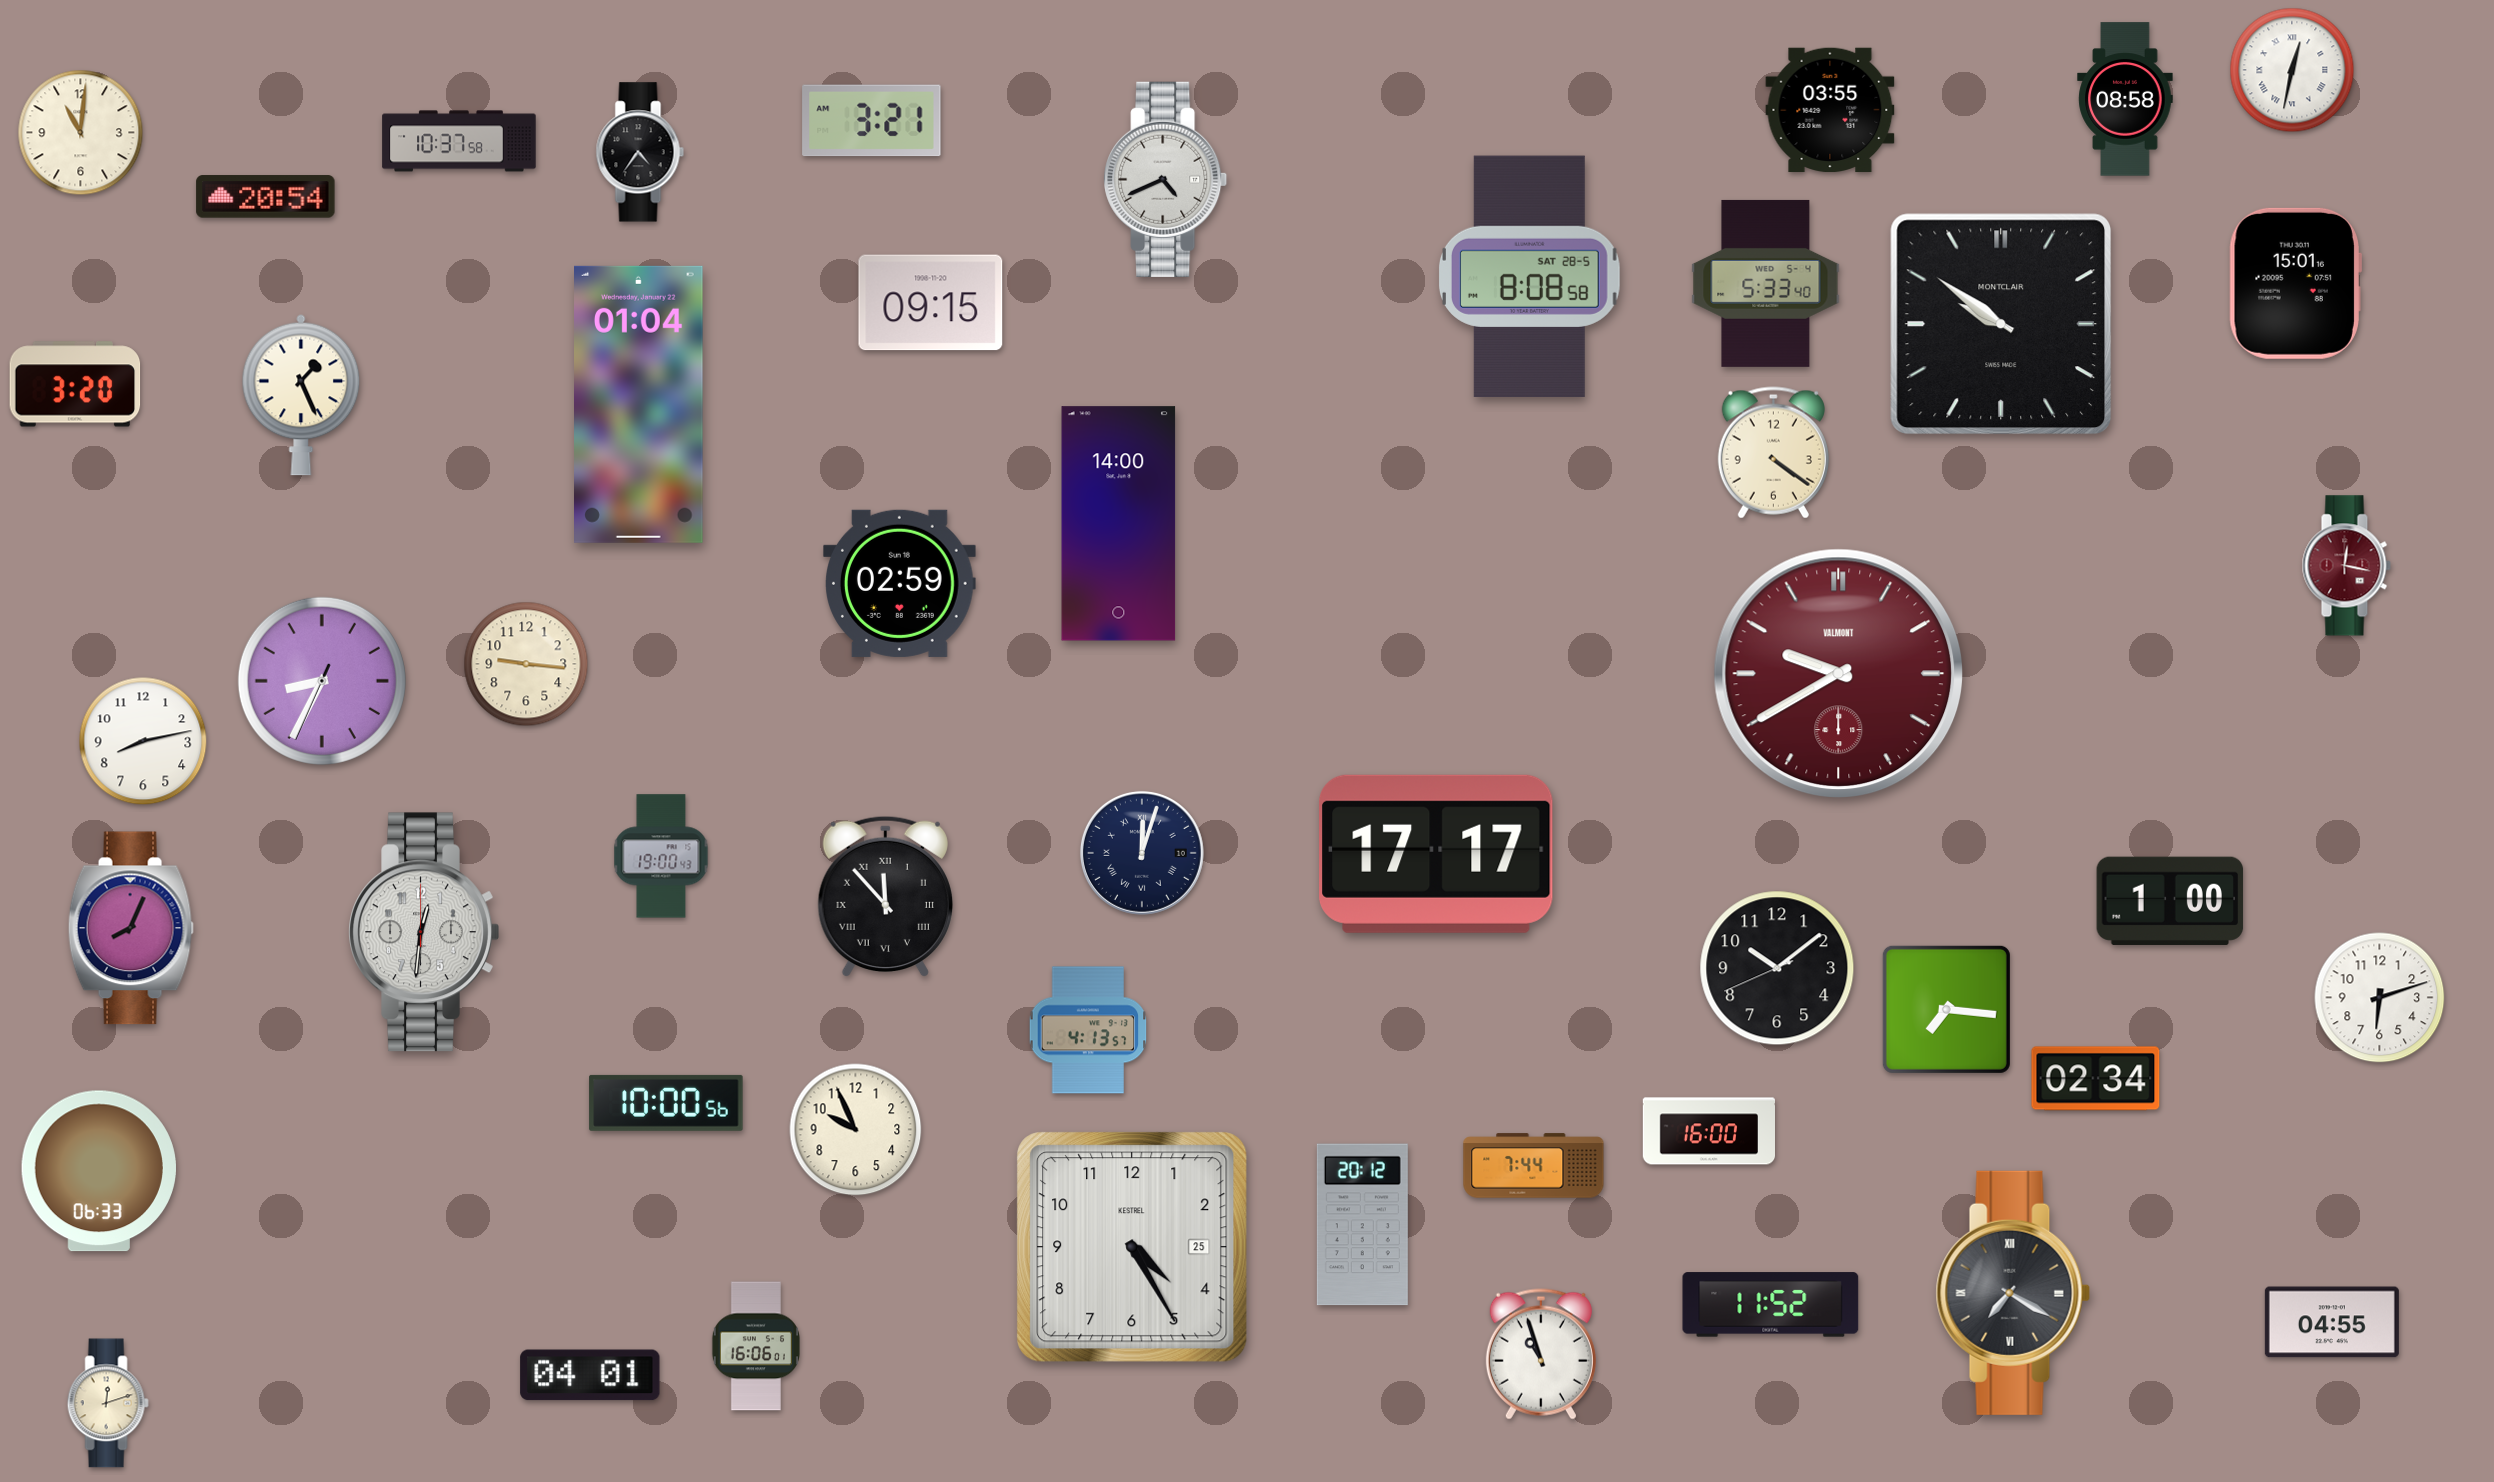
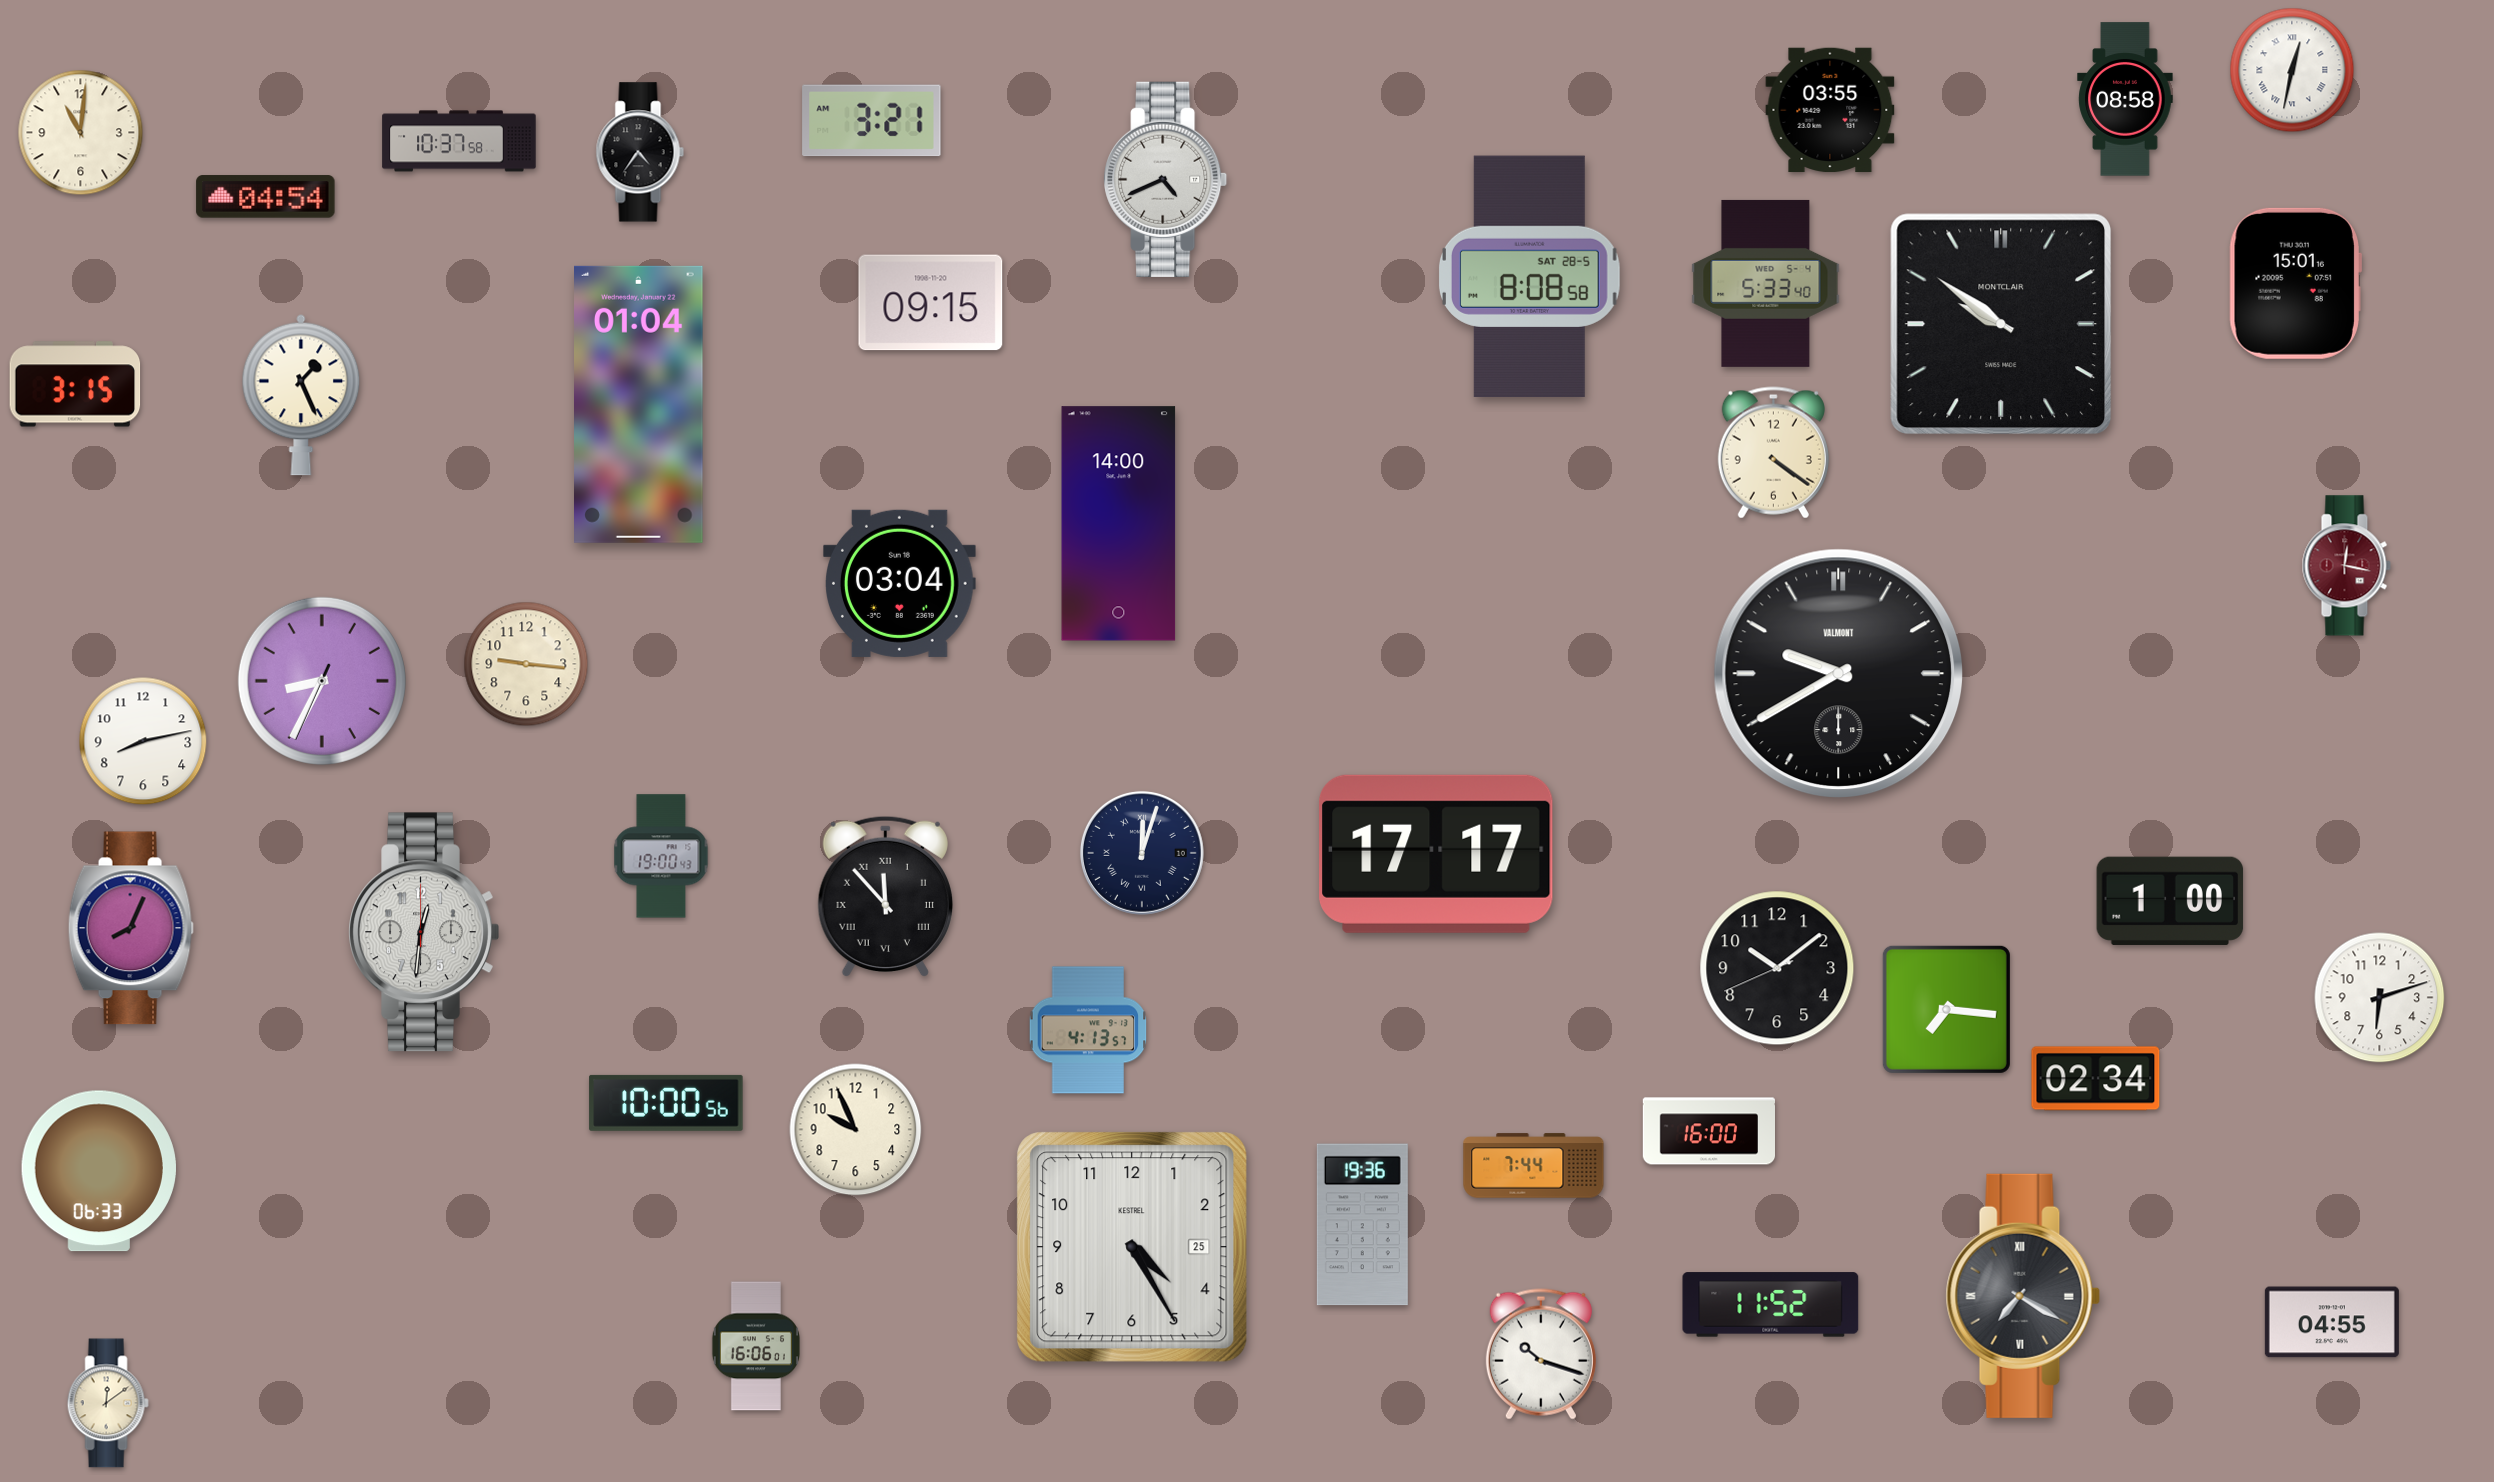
clock at (266, 197): 20:54 -> 04:54
clock at (75, 384): 3:20 -> 3:15
clock at (900, 583): 02:59 -> 03:04
clock at (1839, 674) dial: burgundy -> black
clock at (1362, 1225): 20:12 -> 19:36
clock at (2013, 1293) position: (2013, 1293) -> (2023, 1296)
clock at (1541, 1354): 10:57 -> 10:18
clock at (590, 1375): 04:01 -> none
clock at (108, 1403): 12:12 -> 12:09
